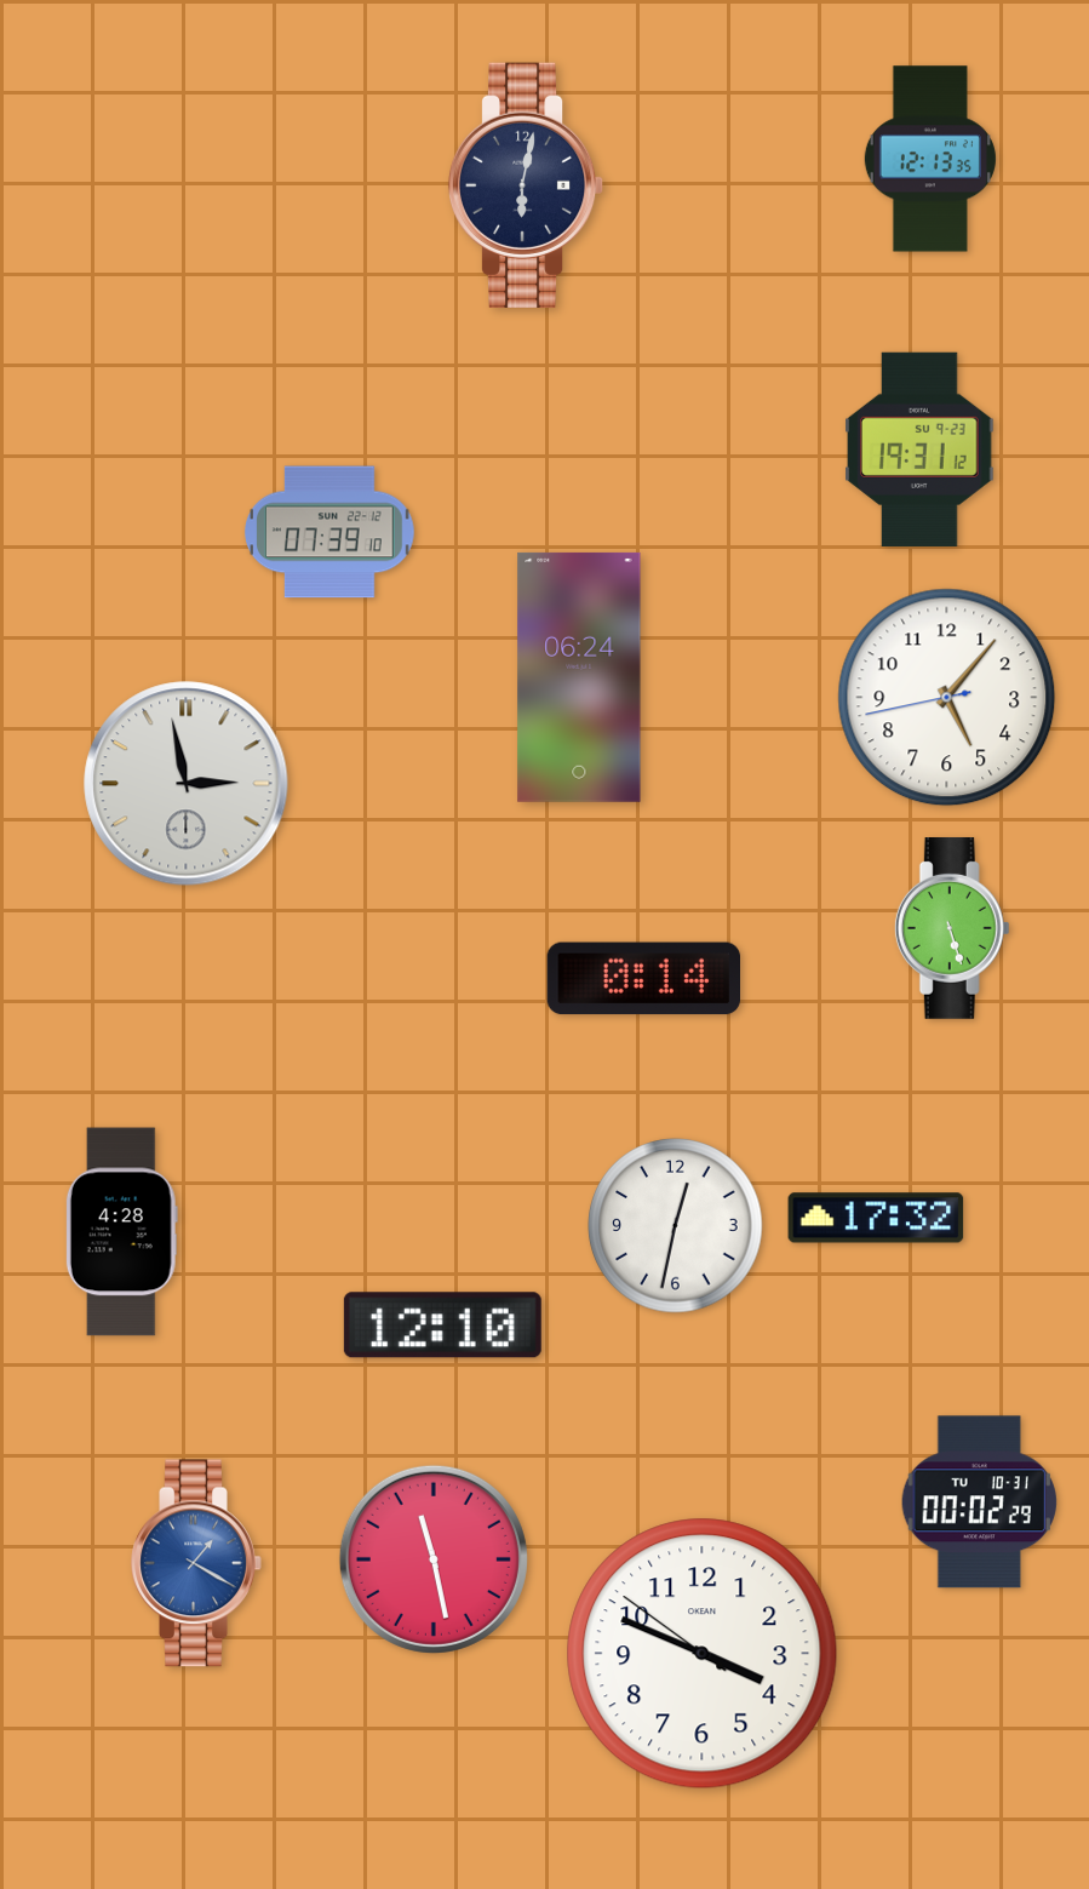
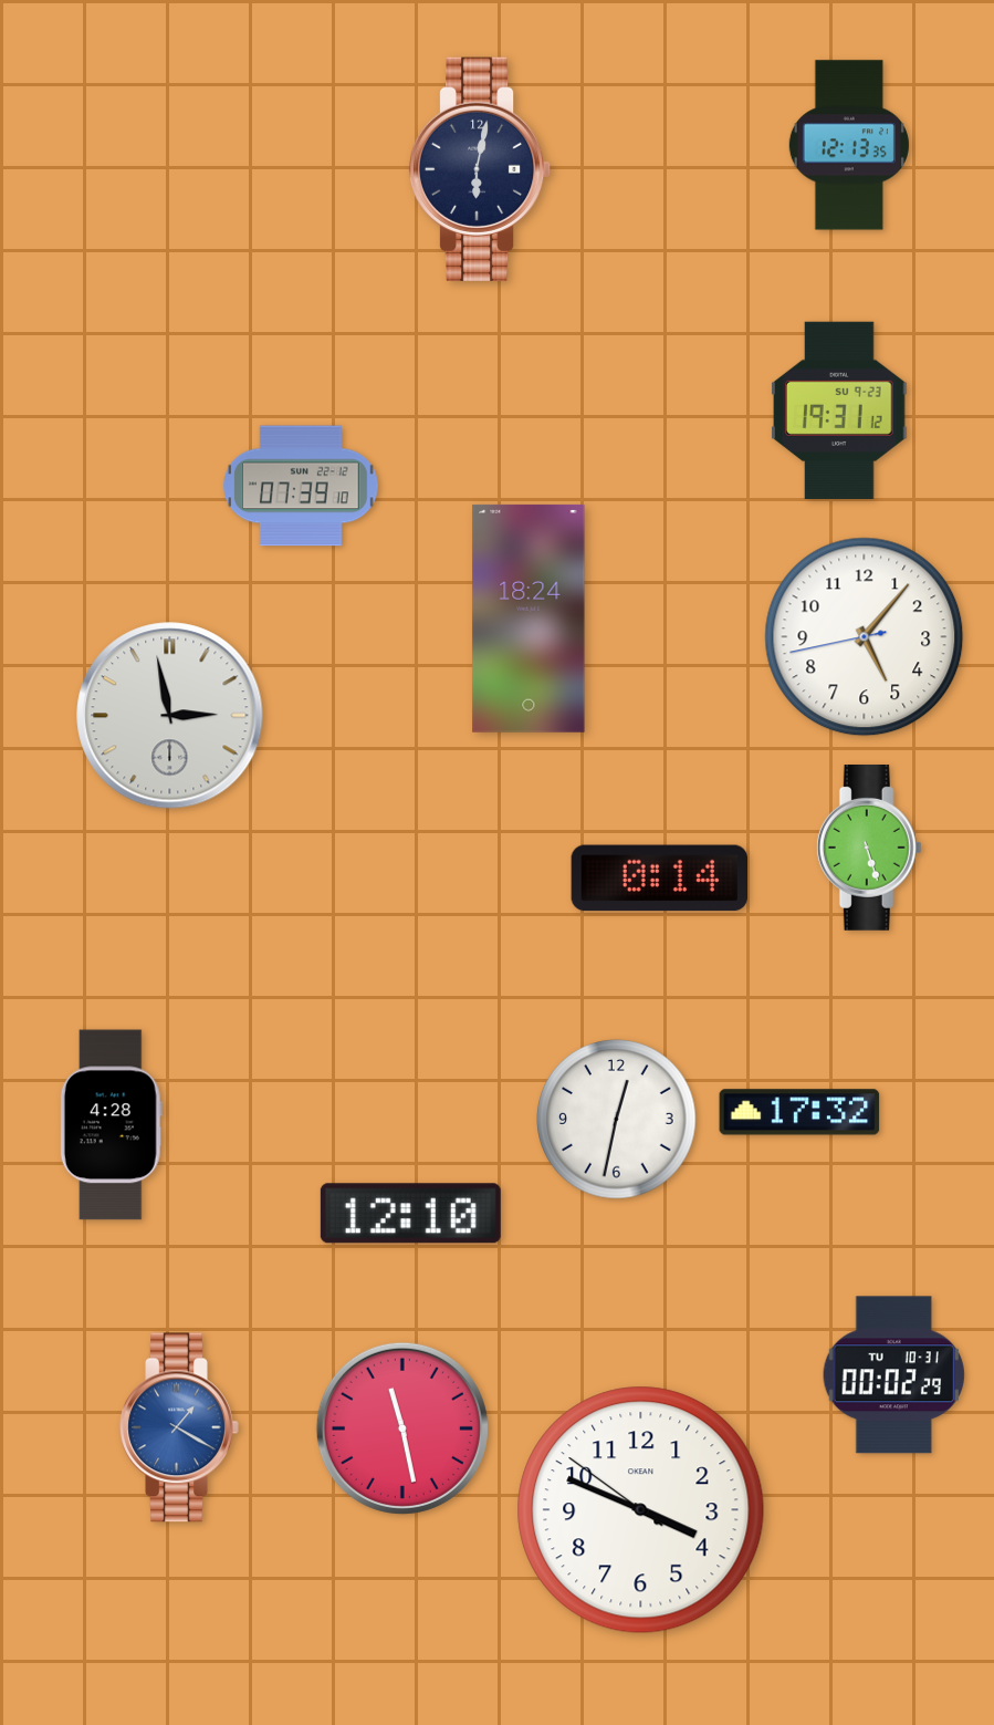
clock at (579, 677): 06:24 -> 18:24
clock at (643, 979) position: (643, 979) -> (659, 879)
clock at (442, 1326) position: (442, 1326) -> (410, 1214)
clock at (979, 1502) position: (979, 1502) -> (893, 1375)
clock at (434, 1559) position: (434, 1559) -> (402, 1428)
